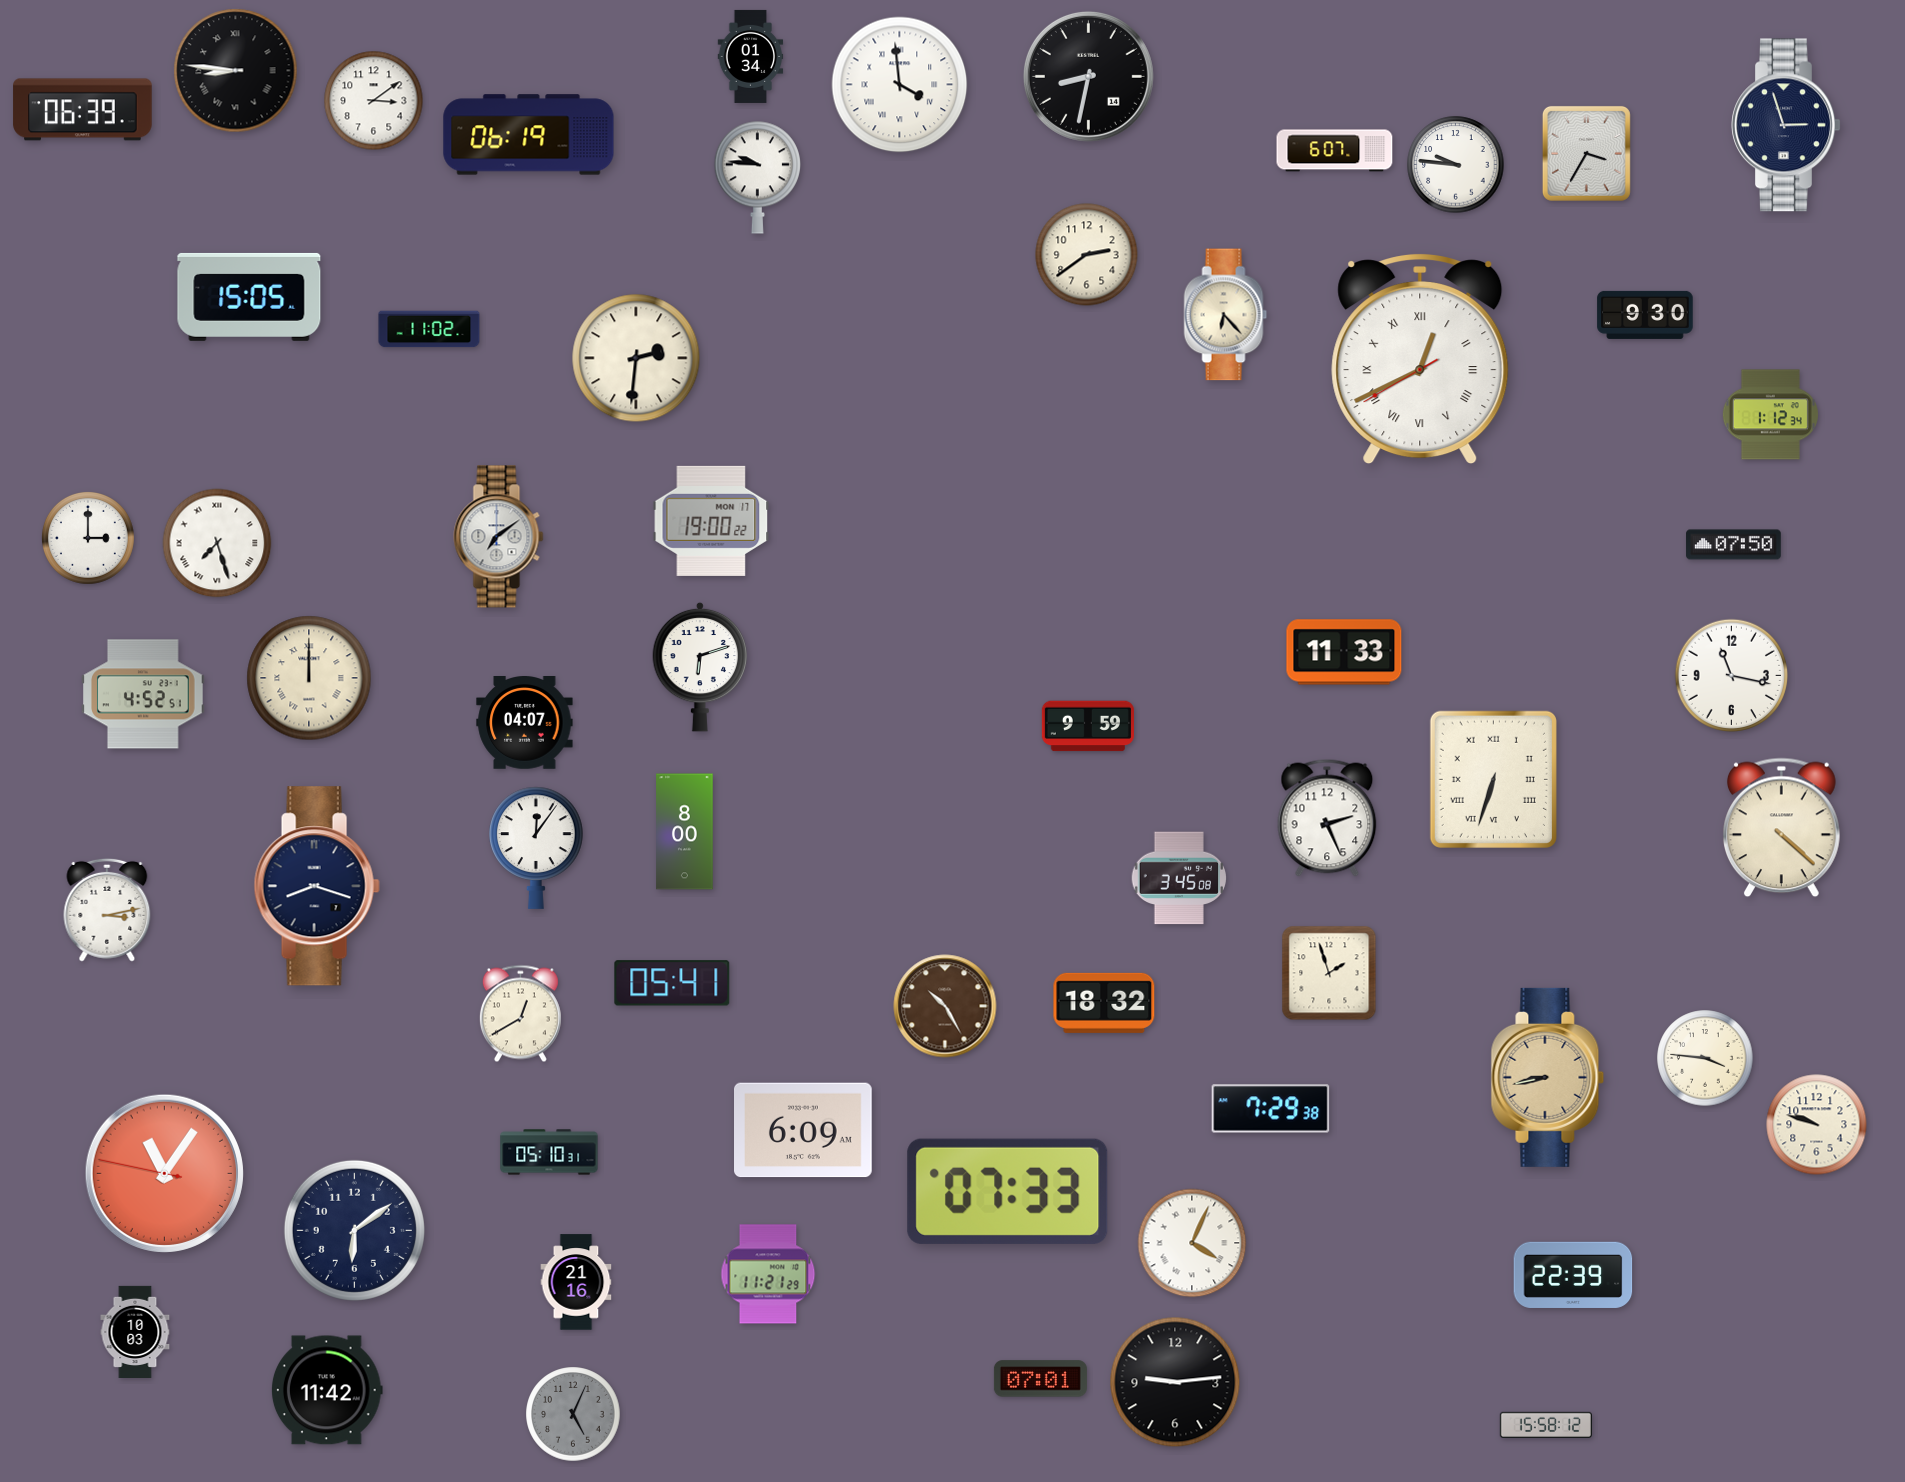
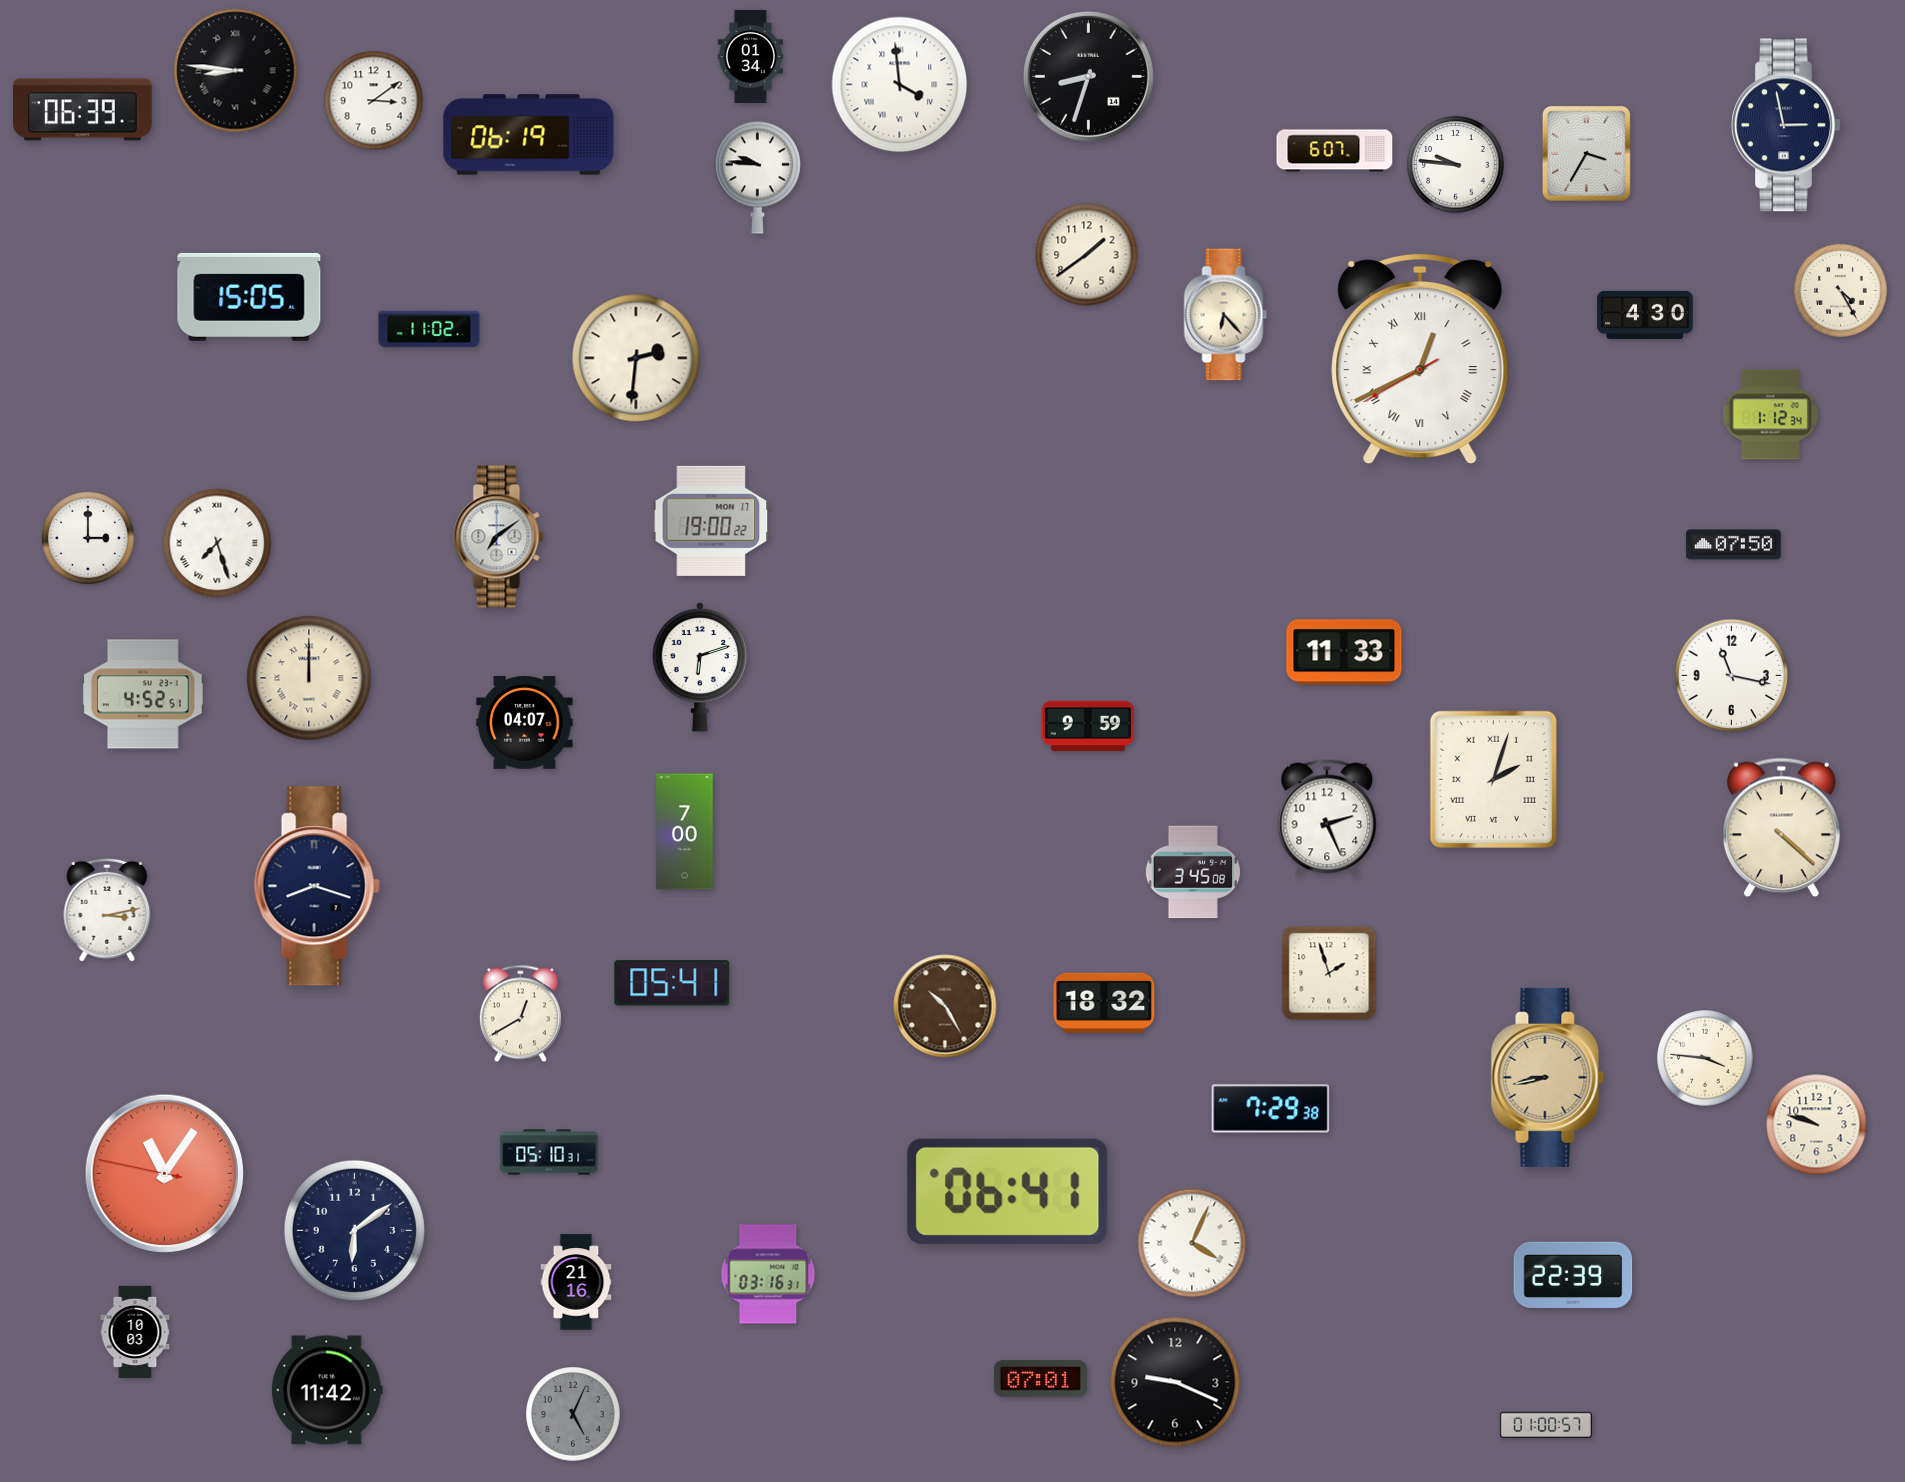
clock at (1088, 76): 8:32 -> 8:33
clock at (1786, 125): 2:57 -> 2:58
clock at (1087, 255): 2:39 -> 1:39
clock at (1841, 291): none -> 4:25
clock at (1645, 315): 9:30 -> 4:30
clock at (1493, 779): 6:33 -> 2:03
clock at (685, 832): 8:00 -> 7:00
clock at (536, 848): 12:06 -> none
clock at (1178, 878) position: (1178, 878) -> (1192, 872)
clock at (804, 1130): 6:09 -> none
clock at (1008, 1191): 07:33 -> 06:41
clock at (768, 1274): 11:21 -> 03:16
clock at (1175, 1382): 9:14 -> 9:19
clock at (1546, 1425): 15:58 -> 01:00
